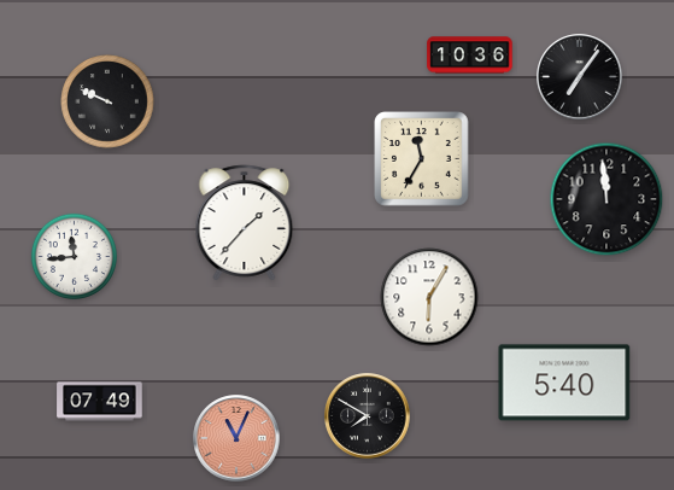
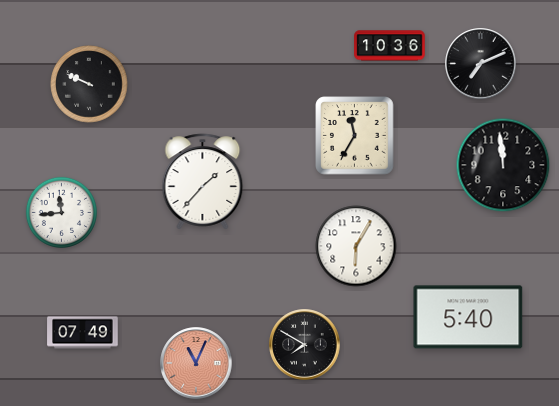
clock at (580, 77): 7:06 -> 7:11
clock at (422, 159) position: (422, 159) -> (355, 136)
clock at (245, 223) position: (245, 223) -> (203, 182)
